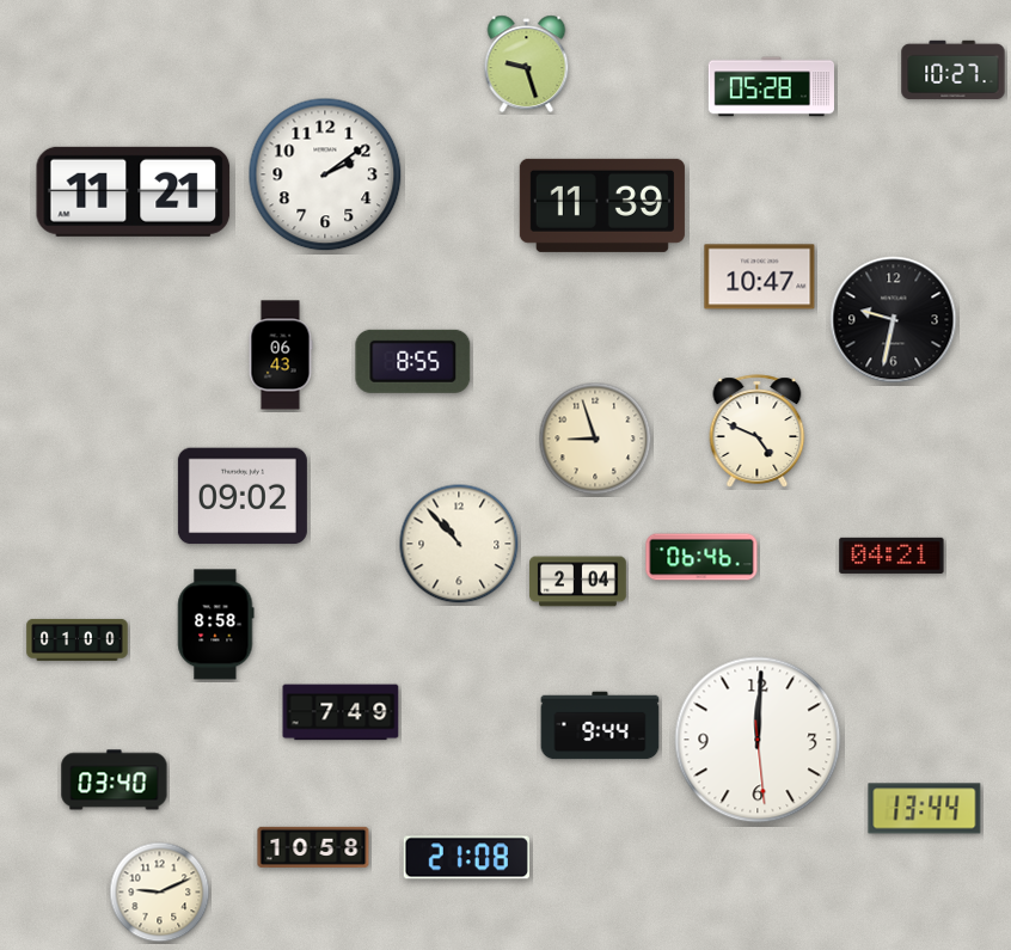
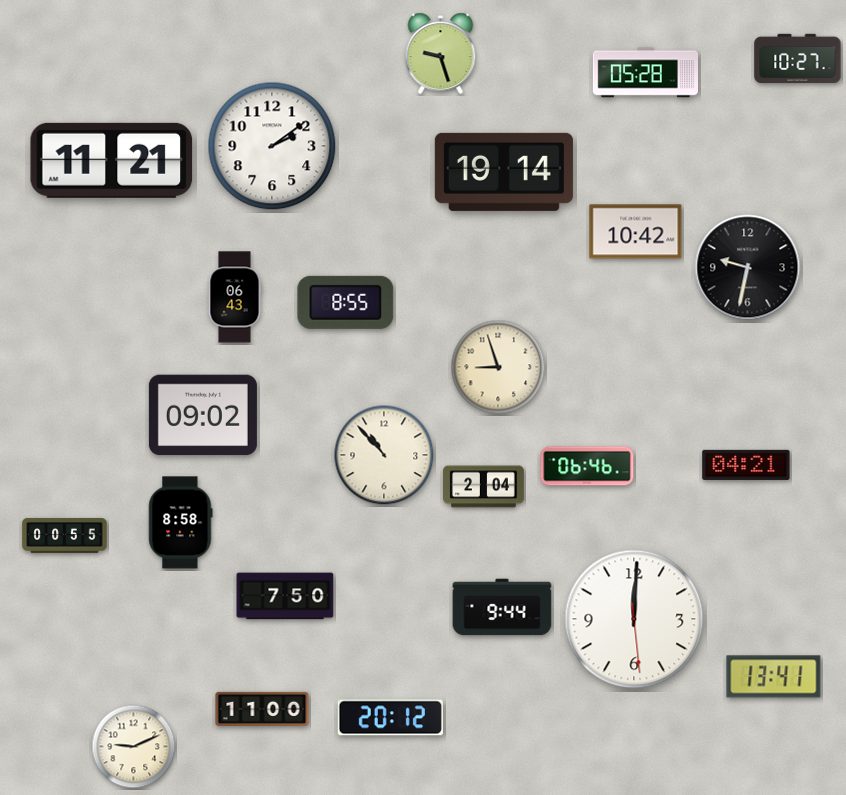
clock at (602, 206): 11:39 -> 19:14
clock at (760, 277): 10:47 -> 10:42
clock at (758, 431): 4:49 -> none
clock at (78, 639): 01:00 -> 00:55
clock at (341, 712): 7:49 -> 7:50
clock at (115, 780): 03:40 -> none
clock at (925, 809): 13:44 -> 13:41
clock at (313, 846): 10:58 -> 11:00
clock at (466, 858): 21:08 -> 20:12
